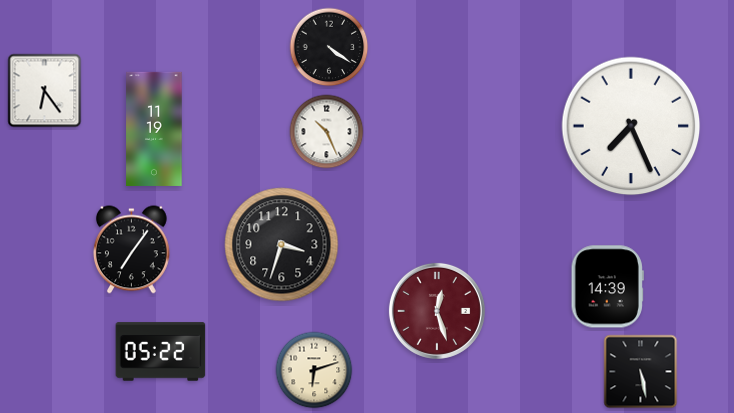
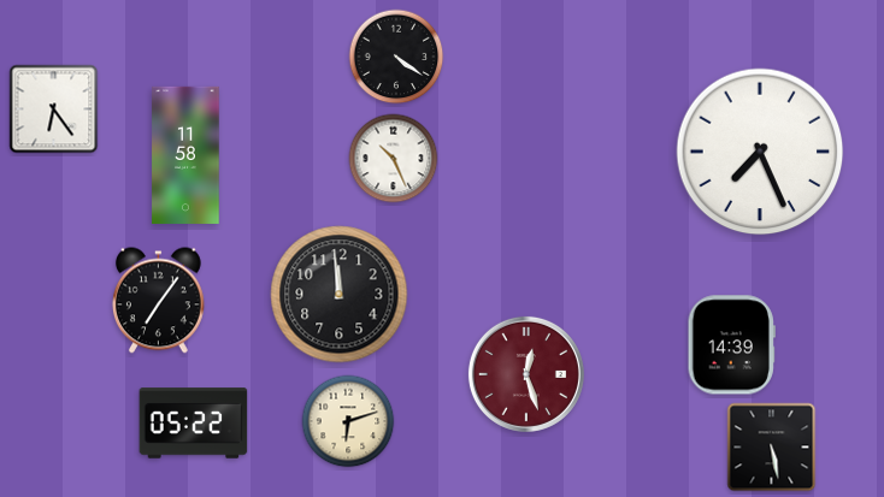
clock at (154, 129): 11:19 -> 11:58
clock at (282, 245): 3:33 -> 11:59
clock at (314, 370) position: (314, 370) -> (348, 421)
